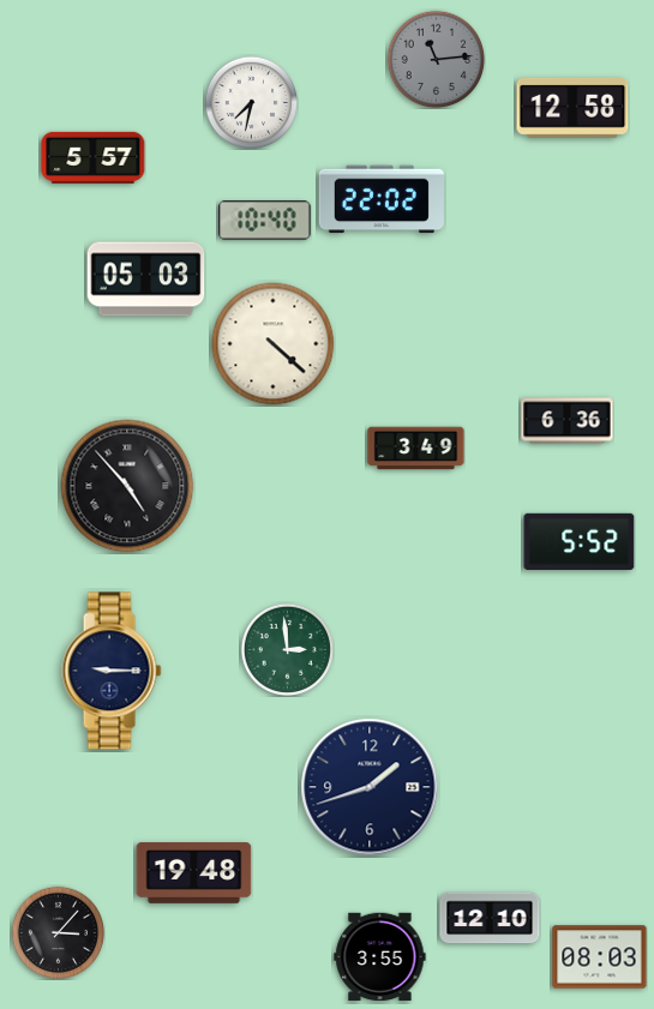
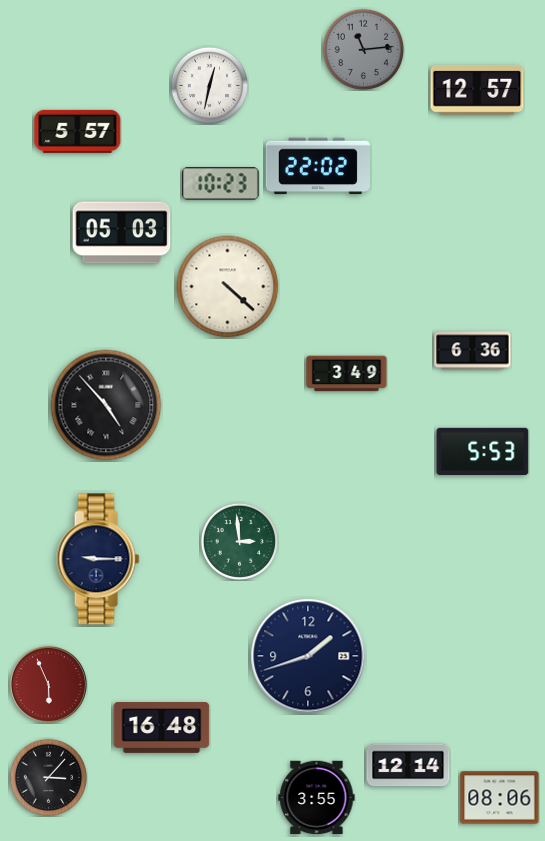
clock at (251, 102): 7:32 -> 12:32
clock at (572, 108): 12:58 -> 12:57
clock at (265, 221): 10:40 -> 10:23
clock at (580, 541): 5:52 -> 5:53
clock at (112, 671) position: (112, 671) -> (98, 559)
clock at (48, 684): none -> 5:56
clock at (194, 873): 19:48 -> 16:48
clock at (490, 918): 12:10 -> 12:14
clock at (600, 957): 08:03 -> 08:06
